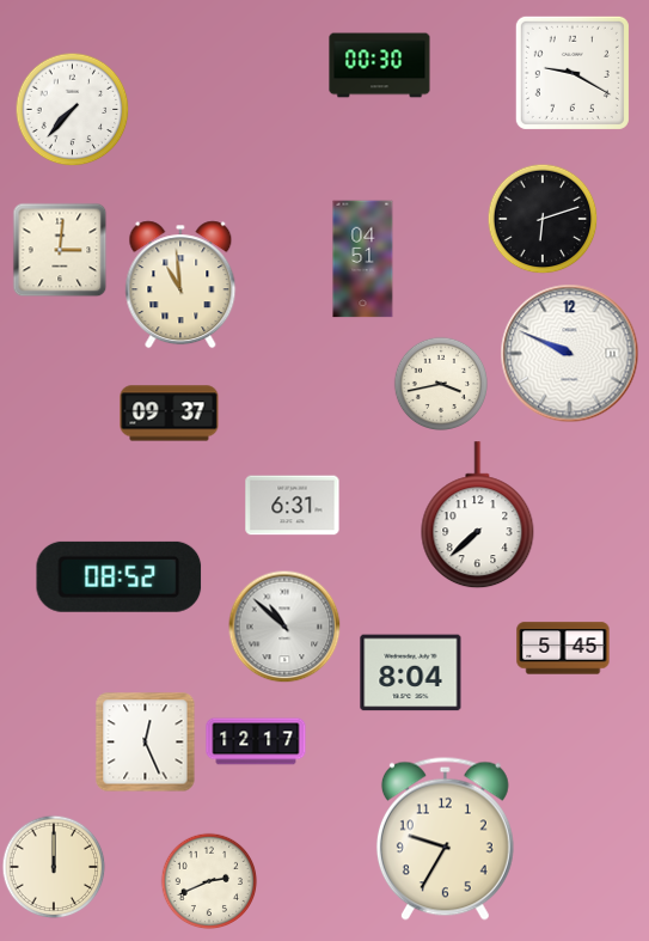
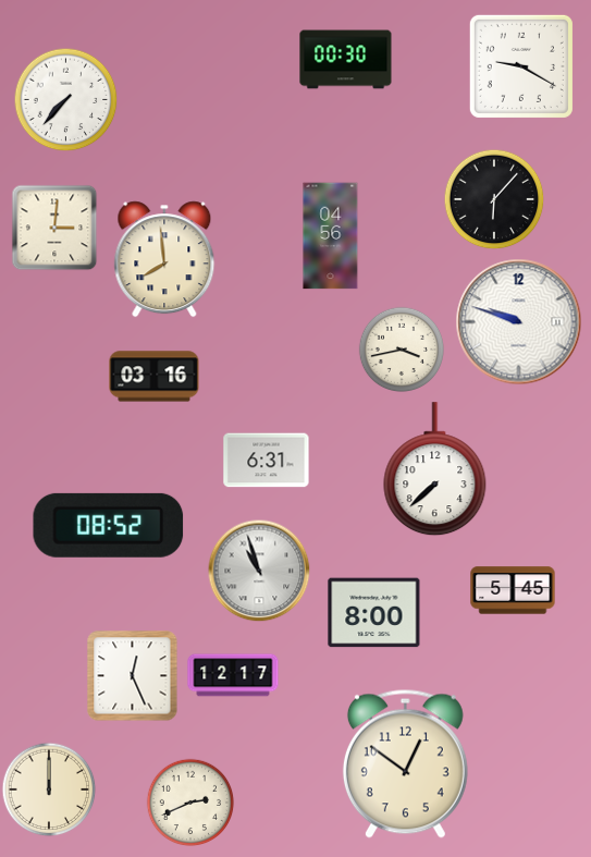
clock at (543, 219): 6:12 -> 6:07
clock at (363, 259): 04:51 -> 04:56
clock at (180, 285): 10:59 -> 7:59
clock at (570, 354): 9:49 -> 9:48
clock at (170, 414): 09:37 -> 03:16
clock at (284, 627): 10:52 -> 10:57
clock at (411, 673): 8:04 -> 8:00
clock at (445, 838): 9:35 -> 12:51
